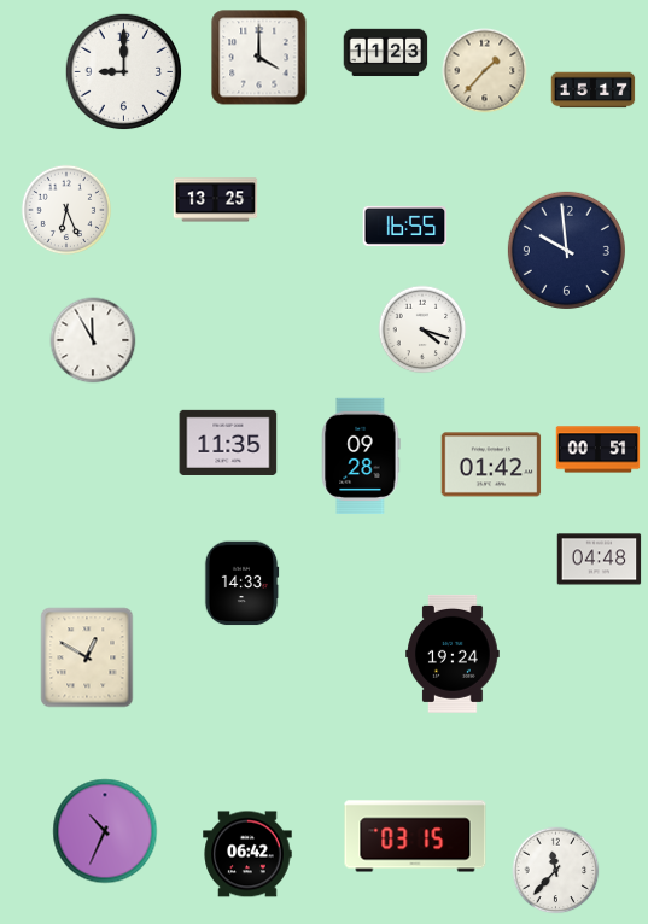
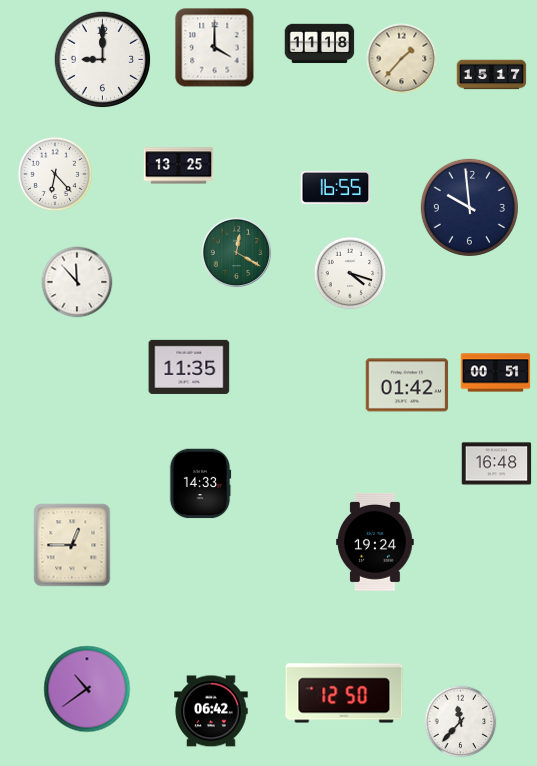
clock at (386, 53): 11:23 -> 11:18
clock at (66, 210): 6:26 -> 6:23
clock at (237, 253): none -> 12:20
clock at (93, 340): 11:55 -> 11:53
clock at (361, 455): 09:28 -> none
clock at (600, 560): 04:48 -> 16:48
clock at (87, 657): 12:50 -> 12:45
clock at (105, 831): 10:34 -> 10:39
clock at (415, 836): 03:15 -> 12:50
clock at (247, 854) position: (247, 854) -> (211, 711)
